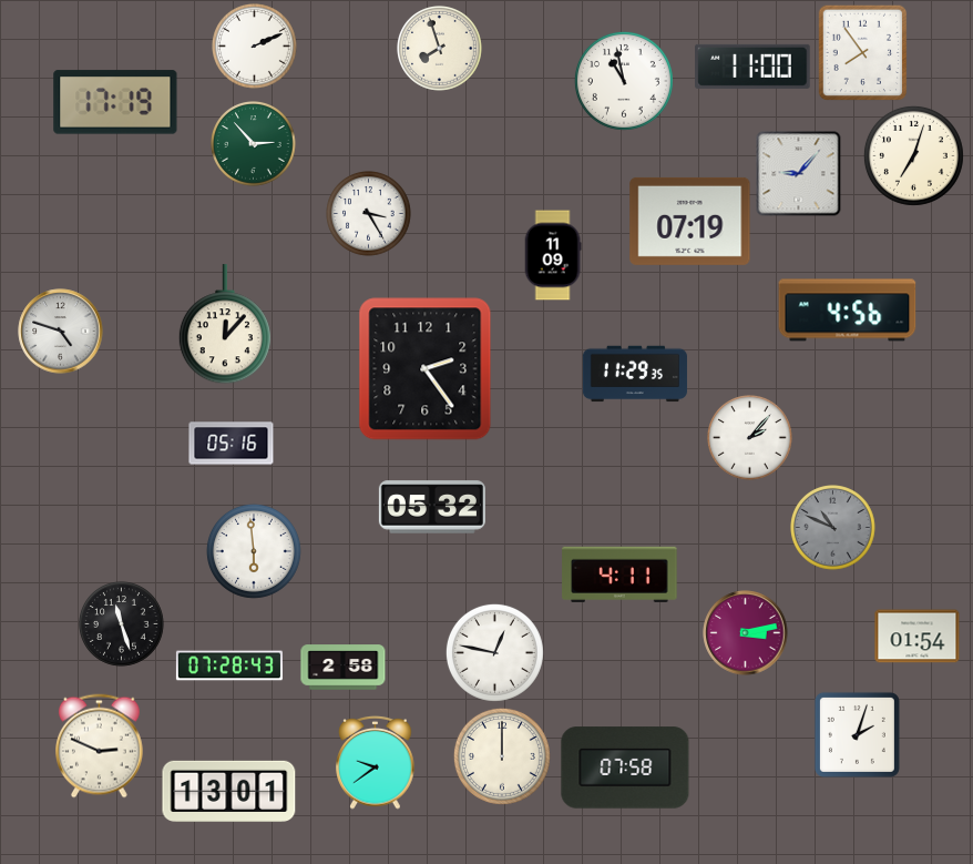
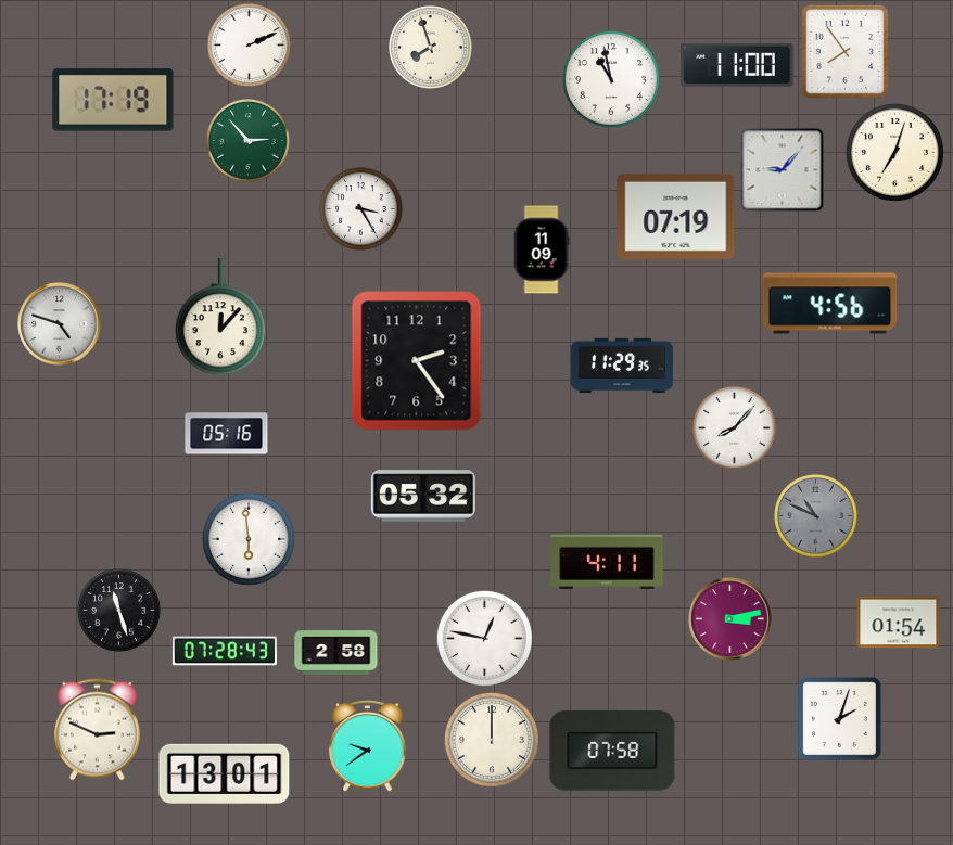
clock at (750, 438): 2:07 -> 8:07
